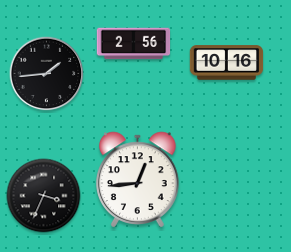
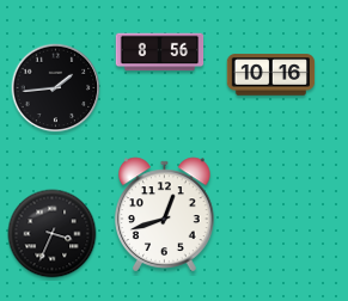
clock at (134, 44): 2:56 -> 8:56
clock at (138, 180): 12:44 -> 12:42
